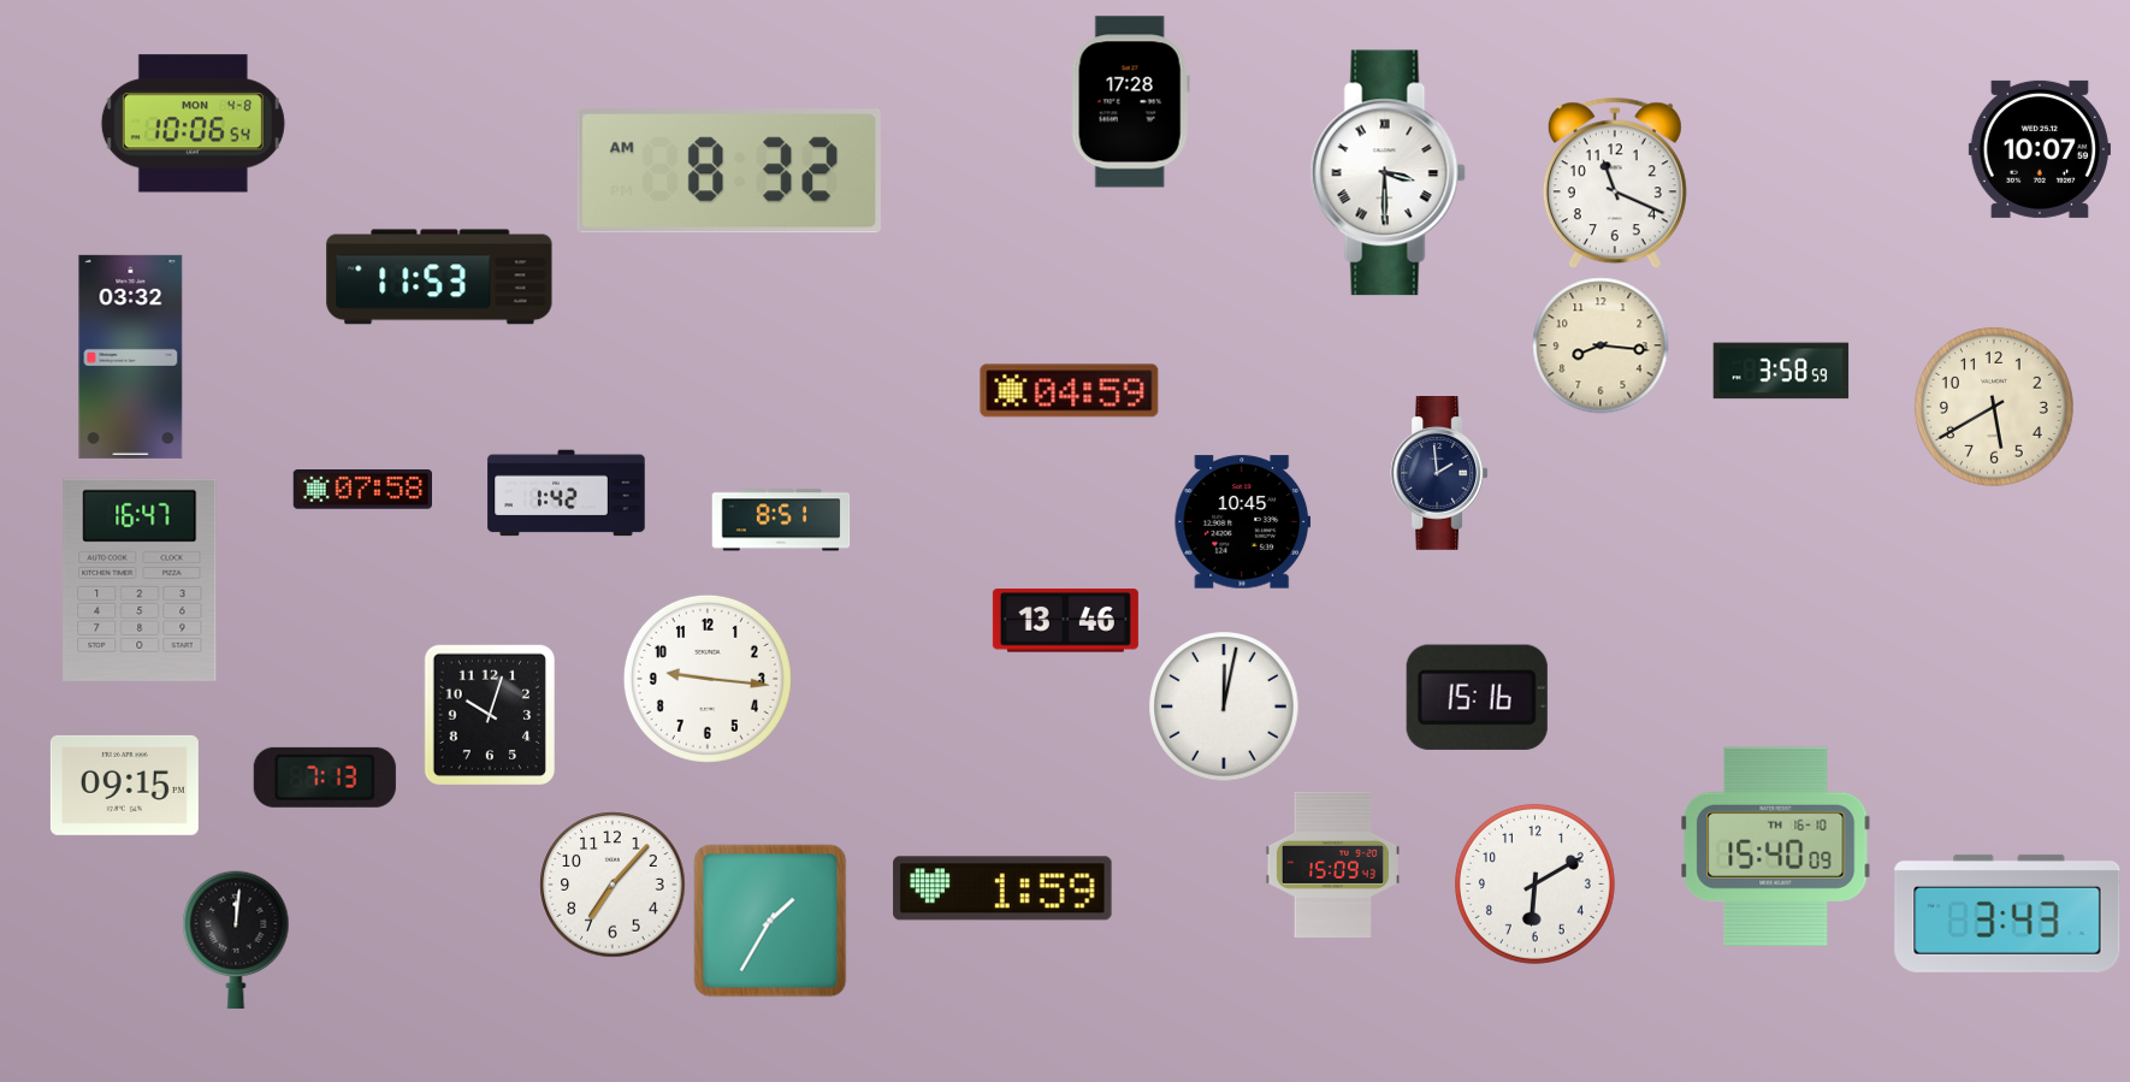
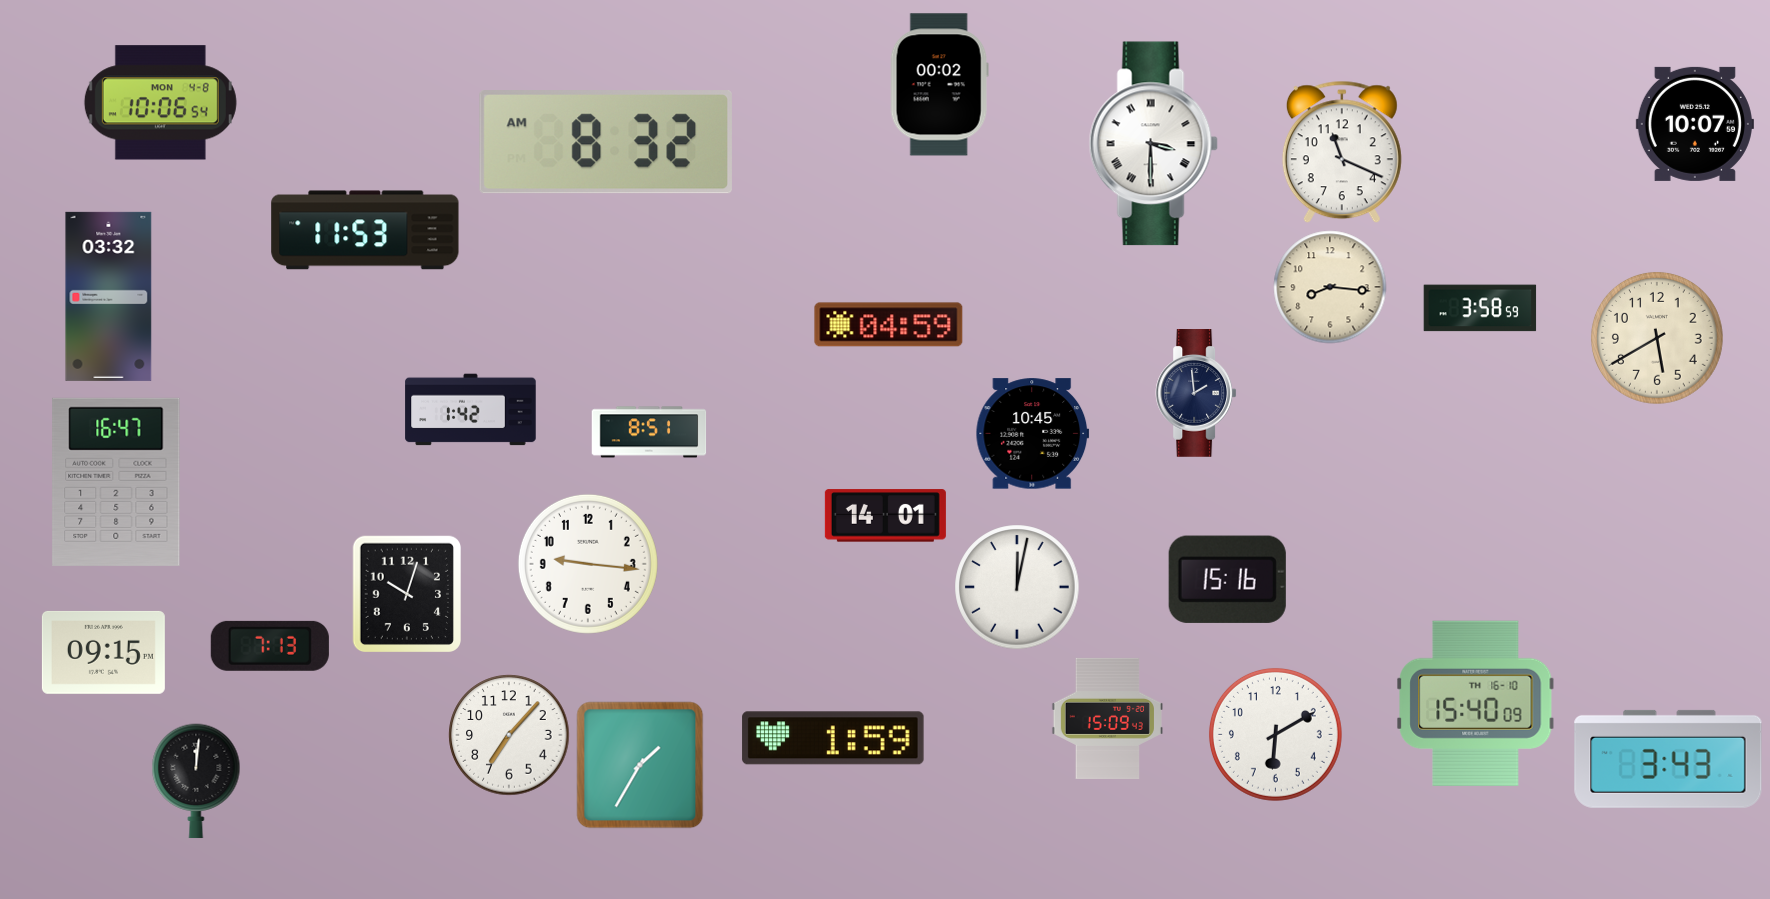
clock at (1130, 102): 17:28 -> 00:02
clock at (362, 490): 07:58 -> none
clock at (1065, 621): 13:46 -> 14:01
